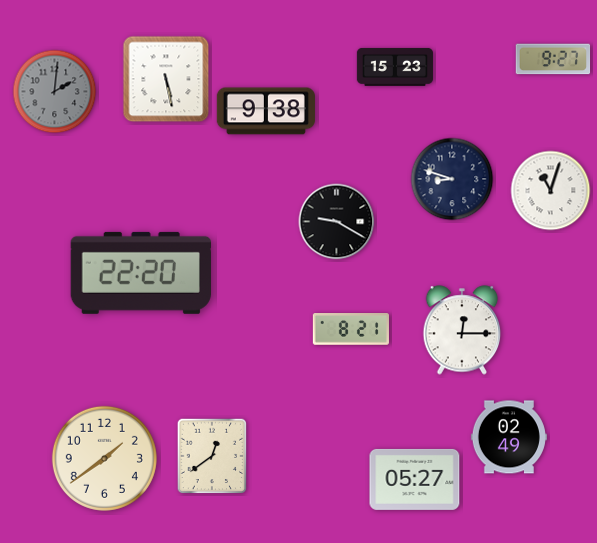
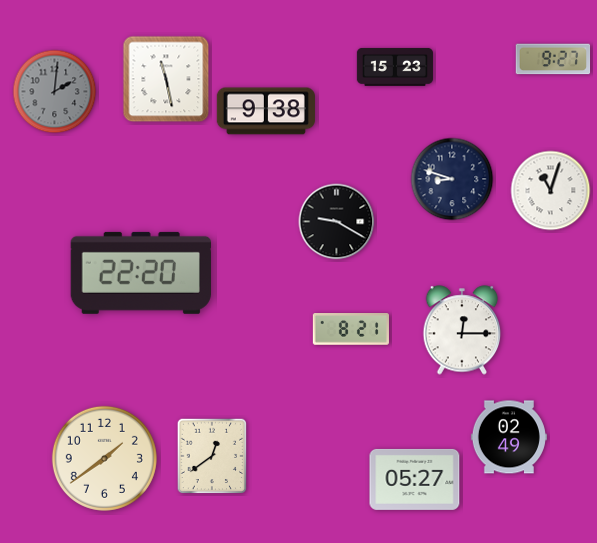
clock at (166, 79): 5:28 -> 11:28
